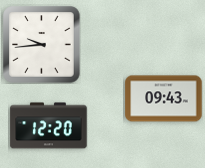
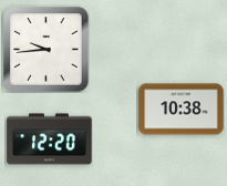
clock at (164, 99): 09:43 -> 10:38
clock at (49, 126) position: (49, 126) -> (50, 139)
